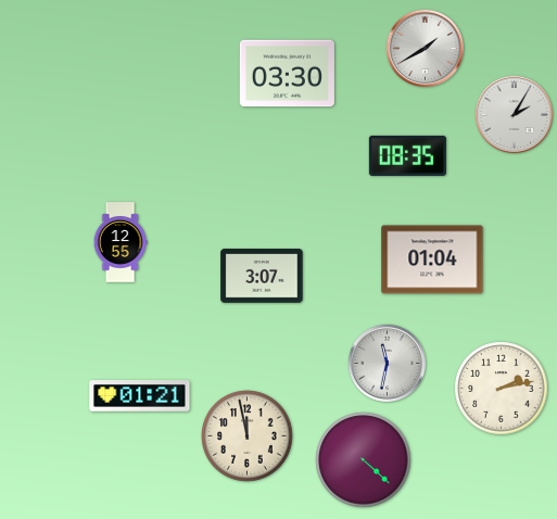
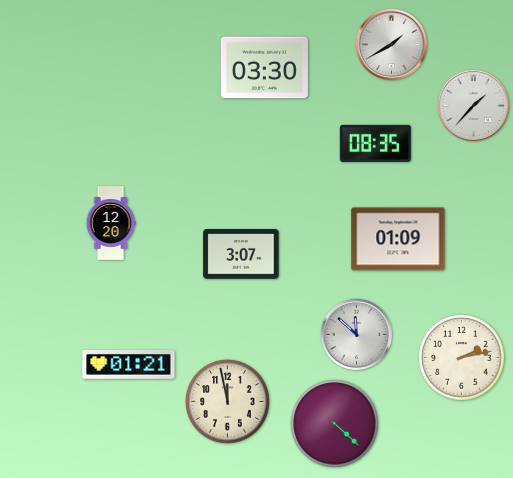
clock at (514, 114): 2:05 -> 1:37
clock at (121, 242): 12:55 -> 12:20
clock at (432, 259): 01:04 -> 01:09
clock at (387, 363): 11:32 -> 11:52
